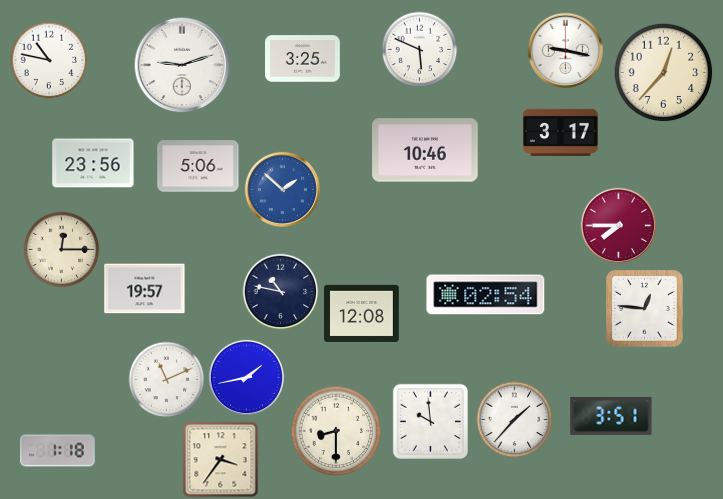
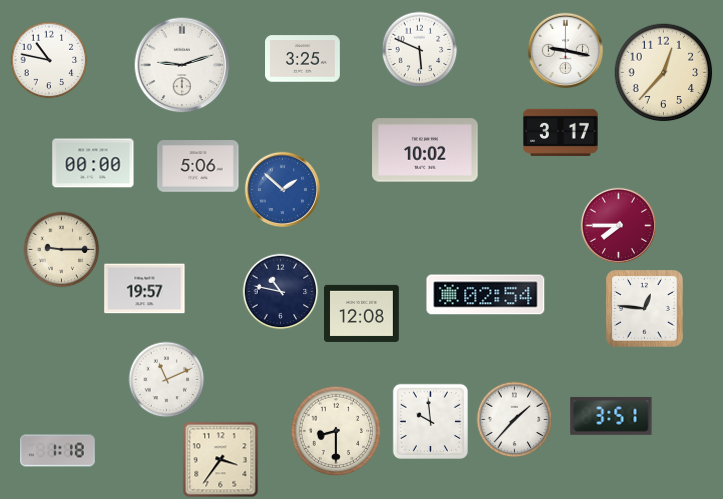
clock at (425, 150): 10:46 -> 10:02
clock at (93, 163): 23:56 -> 00:00
clock at (62, 250): 12:15 -> 9:15
clock at (246, 377): 1:43 -> none
